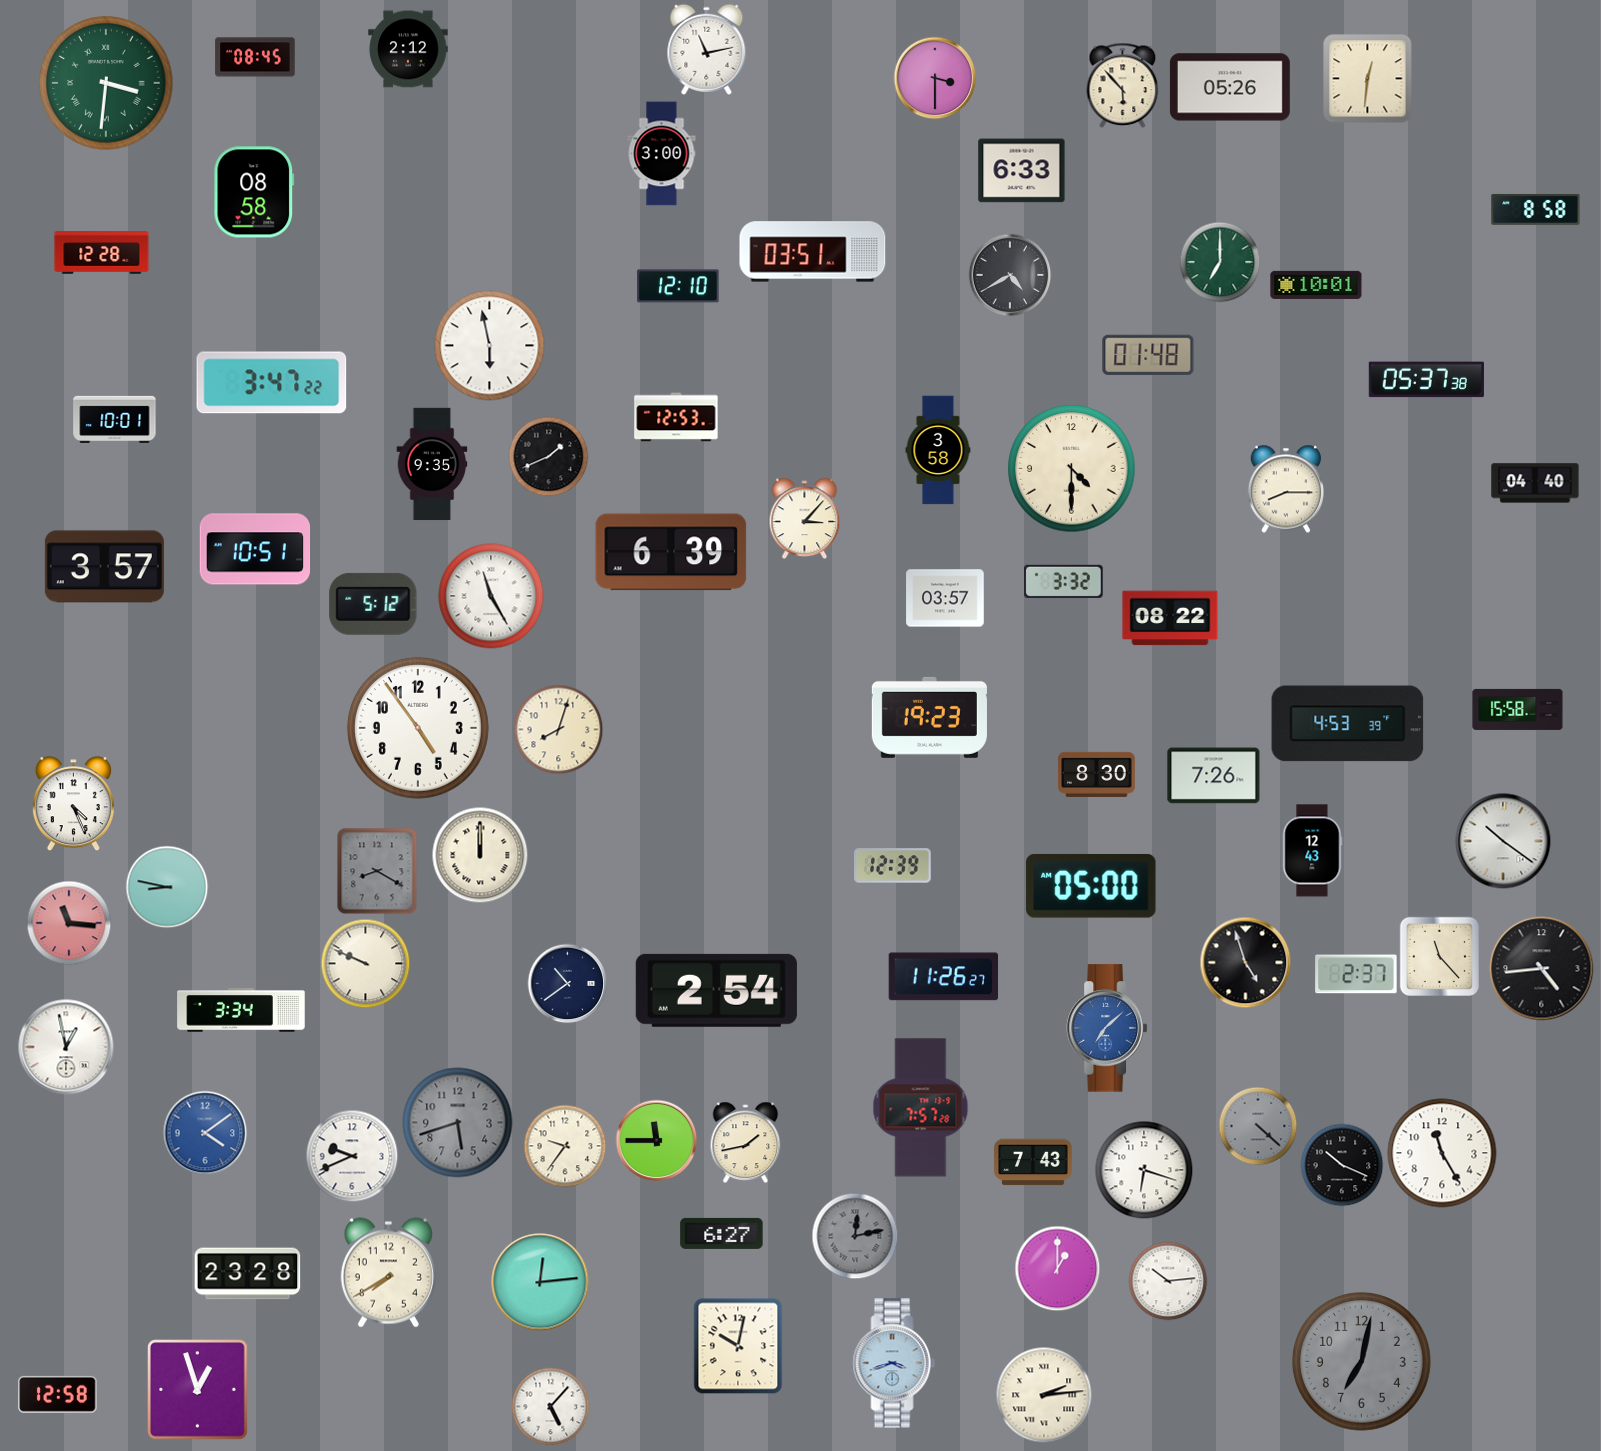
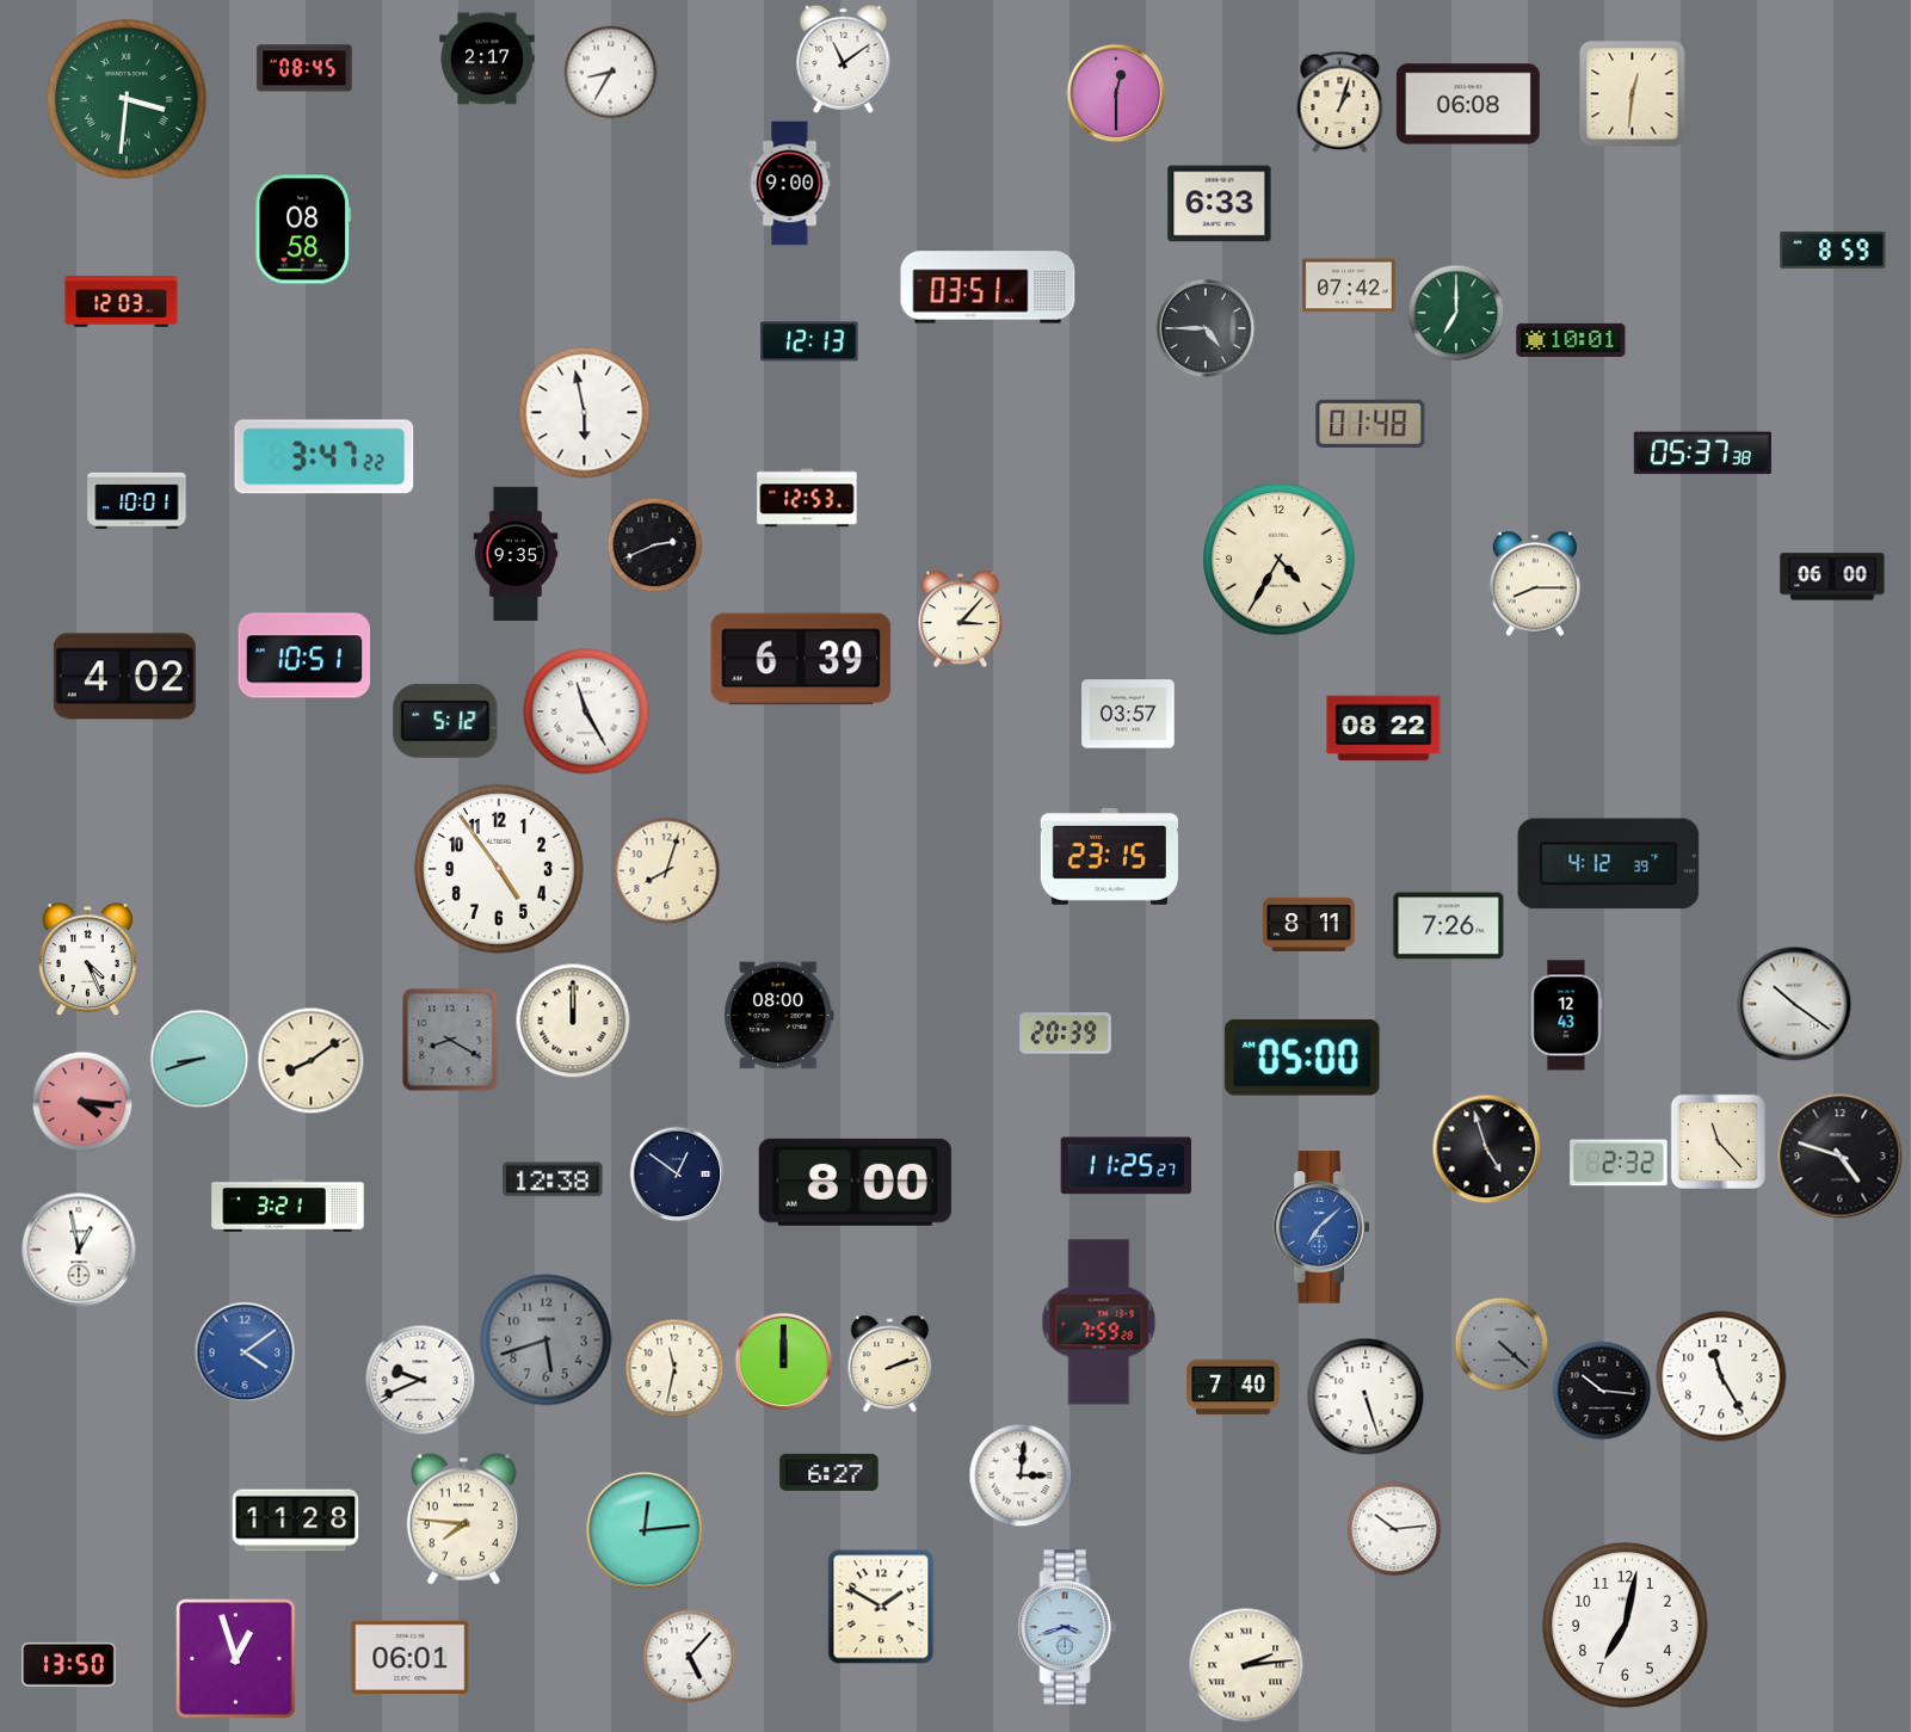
clock at (408, 49): 2:12 -> 2:17
clock at (707, 49): 11:13 -> 11:09
clock at (610, 72): none -> 8:35
clock at (935, 78): 3:30 -> 12:30
clock at (1123, 85): 5:53 -> 1:03
clock at (1230, 87): 05:26 -> 06:08
clock at (662, 154): 3:00 -> 9:00
clock at (1536, 209): 8:58 -> 8:59
clock at (1349, 285): none -> 07:42
clock at (813, 252) position: (813, 252) -> (988, 288)
clock at (102, 253): 12:28 -> 12:03
clock at (1010, 275): 4:40 -> 4:45
clock at (678, 286): 12:10 -> 12:13
clock at (938, 450): 3:58 -> none
clock at (548, 456): 1:41 -> 2:41
clock at (1072, 469): 4:30 -> 4:35
clock at (1535, 483): 04:40 -> 06:00
clock at (104, 567): 3:57 -> 4:02
clock at (1064, 581): 3:32 -> none
clock at (1170, 618) position: (1170, 618) -> (1383, 728)
clock at (1518, 709): 15:58 -> none
clock at (929, 717): 19:23 -> 23:15
clock at (1348, 724): 4:53 -> 4:12
clock at (1097, 774): 8:30 -> 8:11
clock at (779, 1016): none -> 08:00
clock at (893, 866): 12:39 -> 20:39
clock at (167, 887): 8:47 -> 8:42
clock at (310, 1060): none -> 8:09
clock at (69, 923): 11:16 -> 4:16
clock at (365, 963): 9:49 -> none
clock at (1542, 969): 4:44 -> 4:48
clock at (1356, 974): 2:37 -> 2:32
clock at (944, 977): 11:26 -> 11:25
clock at (567, 983): 10:39 -> 12:51
clock at (553, 1179): none -> 12:38
clock at (716, 990): 2:54 -> 8:00
clock at (241, 1010): 3:34 -> 3:21
clock at (921, 1108): 7:57 -> 7:59
clock at (656, 1140): 11:45 -> 12:00
clock at (746, 1142): 1:43 -> 2:12
clock at (565, 1146): 9:36 -> 11:32
clock at (1033, 1162): 7:43 -> 7:40
clock at (1342, 1165): 10:19 -> 10:16
clock at (1144, 1170): 6:18 -> 5:27
clock at (722, 1233) position: (722, 1233) -> (830, 1472)
clock at (855, 1236): 12:13 -> 3:01
clock at (855, 1236) dial: grey -> white
clock at (1057, 1268): 1:00 -> none
clock at (388, 1273): 7:40 -> 7:46
clock at (248, 1274): 23:28 -> 11:28
clock at (738, 1346): 10:02 -> 1:50
clock at (1362, 1362) dial: grey -> white
clock at (411, 1657): none -> 06:01
clock at (58, 1394): 12:58 -> 13:50
clock at (550, 1406) position: (550, 1406) -> (689, 1656)
